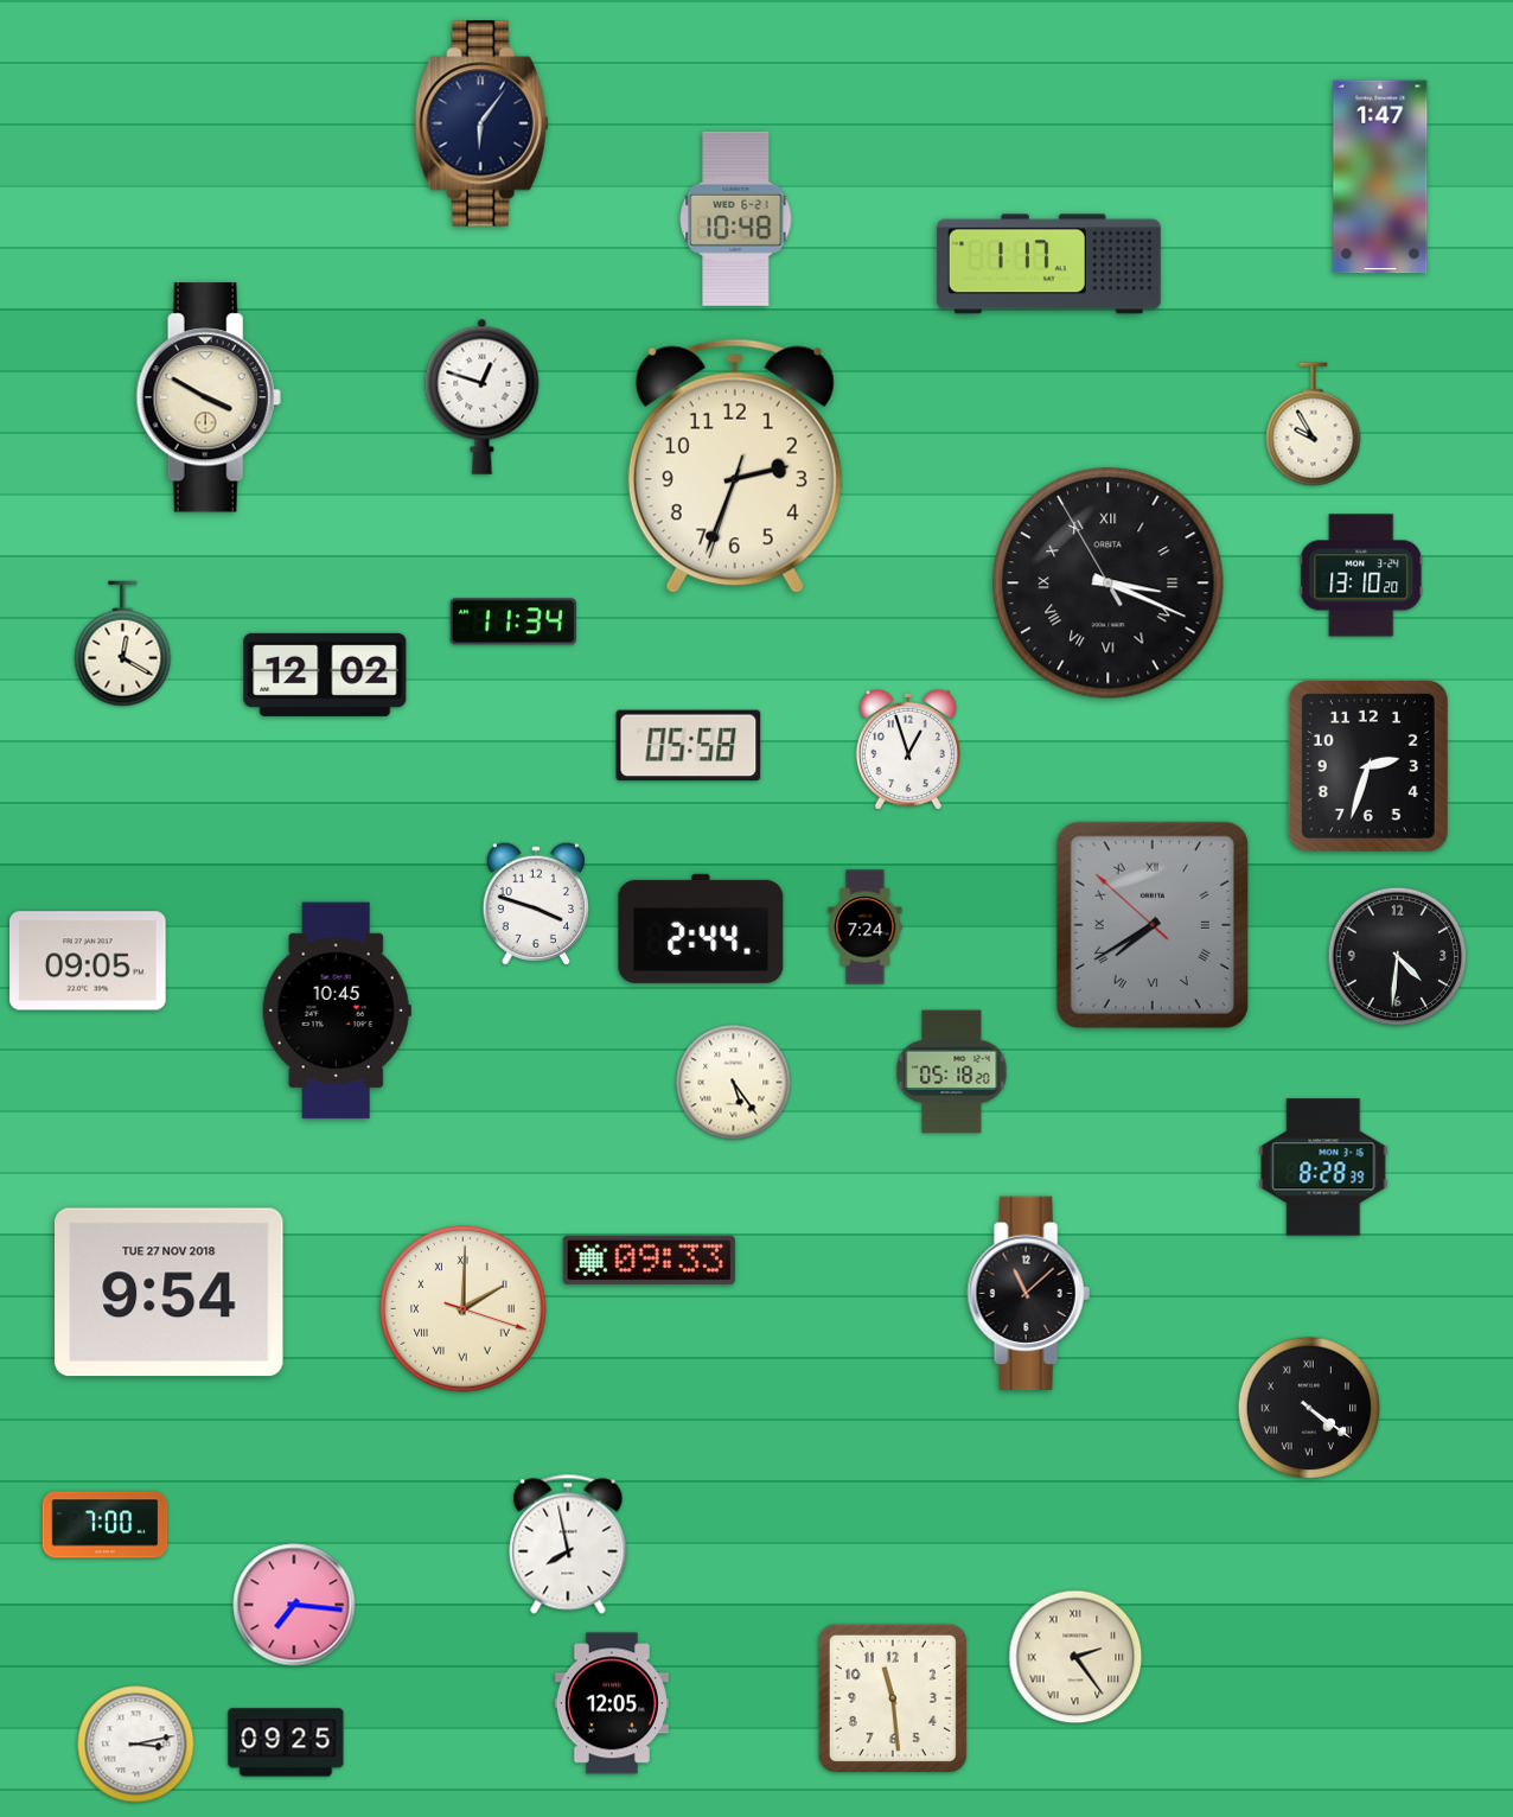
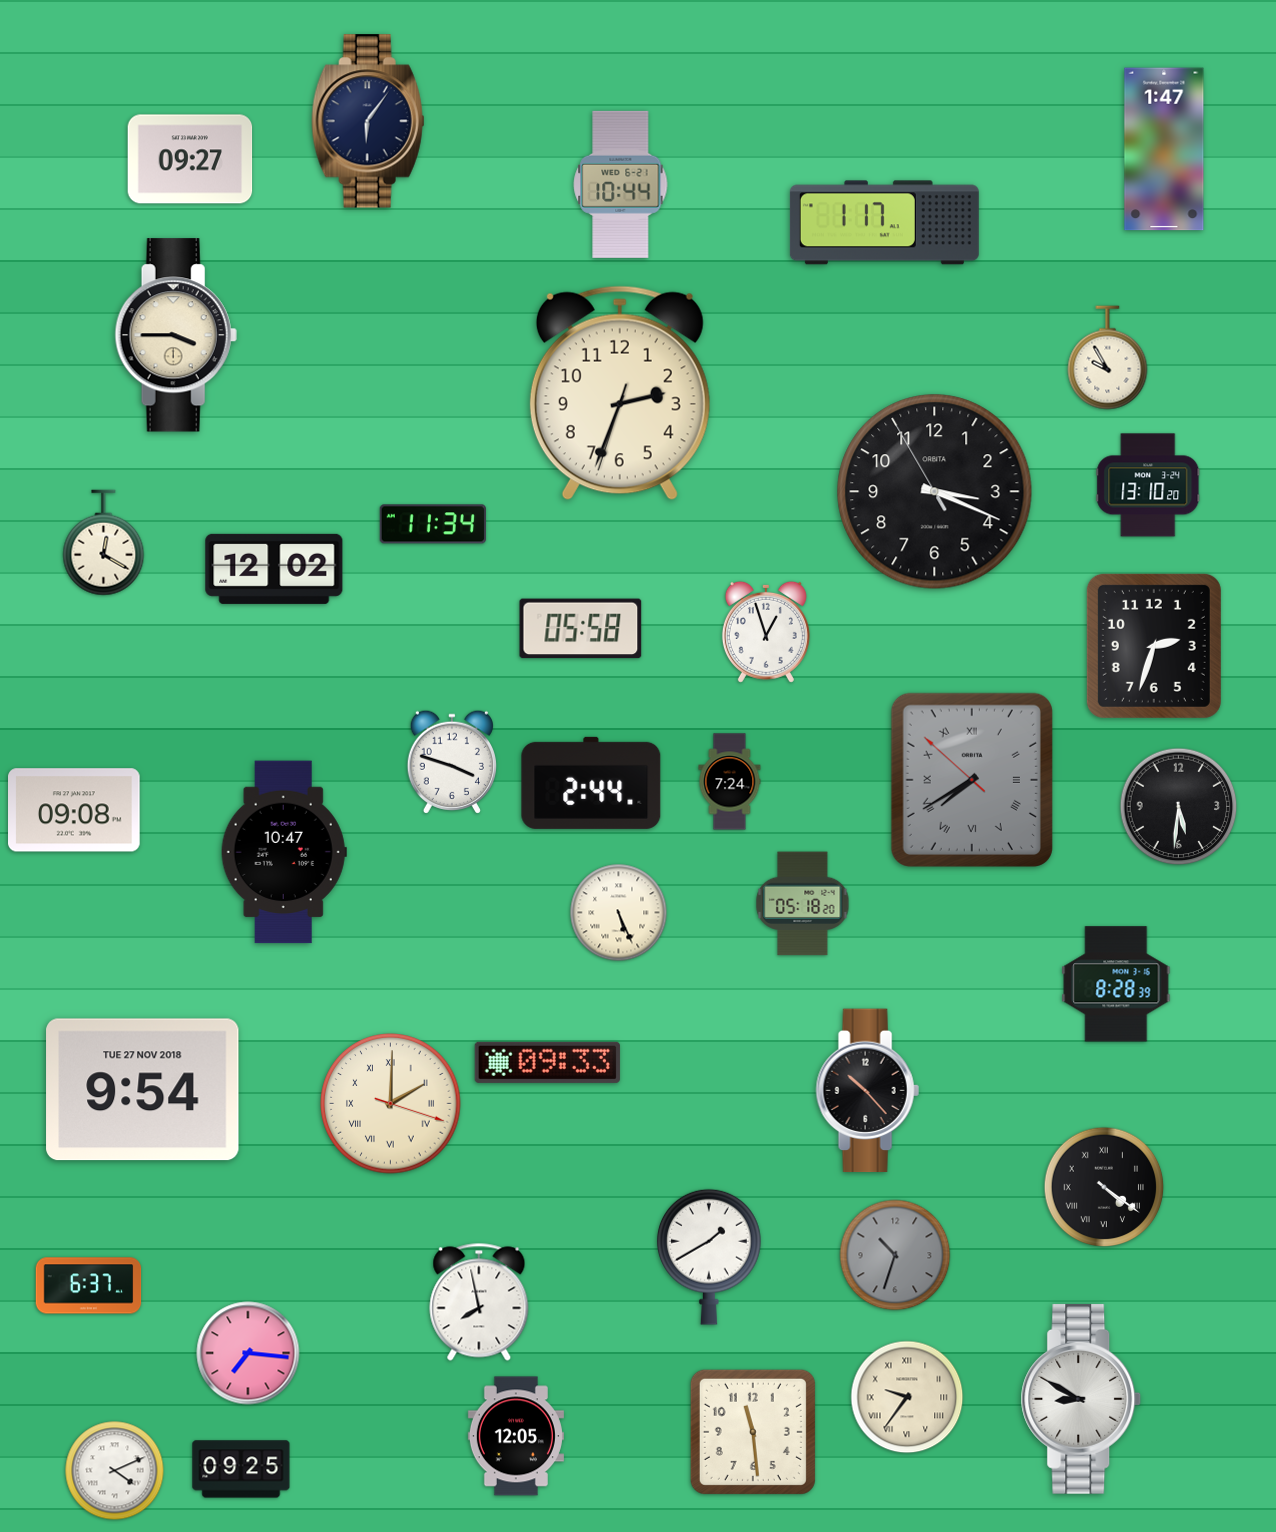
clock at (481, 123) position: (481, 123) -> (368, 121)
clock at (190, 159): none -> 09:27
clock at (736, 218): 10:48 -> 10:44
clock at (483, 396): 12:48 -> none
clock at (209, 397): 3:50 -> 3:45
clock at (1109, 584) numerals: Roman -> Arabic
clock at (1398, 957): 4:31 -> 5:31
clock at (88, 961): 09:05 -> 09:08
clock at (337, 1010): 10:45 -> 10:47
clock at (734, 1083): 5:24 -> 5:26
clock at (1028, 1294): 11:08 -> 10:23
clock at (895, 1255): none -> 10:33
clock at (709, 1257): none -> 1:40
clock at (106, 1525): 7:00 -> 6:37
clock at (1075, 1657): 2:24 -> 9:36
clock at (1081, 1399): none -> 8:50
clock at (136, 1745): 3:13 -> 4:11
